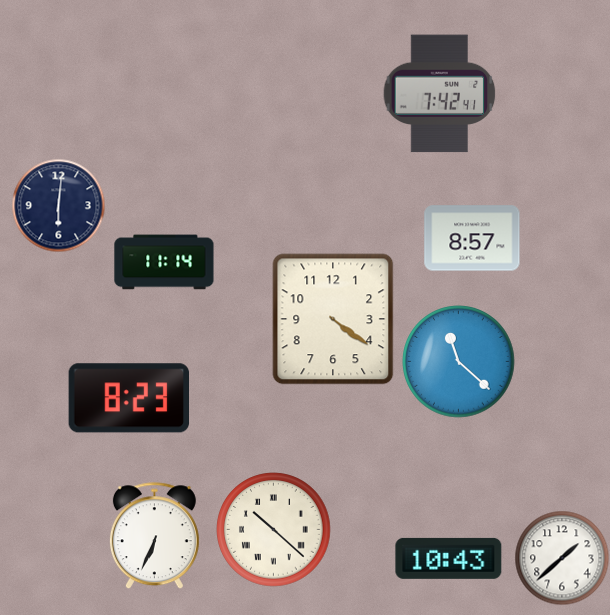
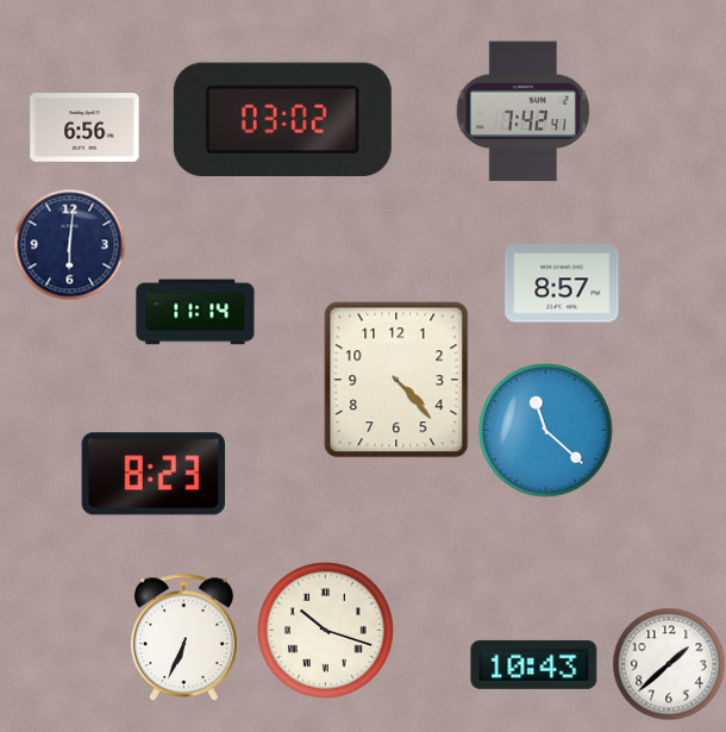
clock at (282, 120): none -> 03:02
clock at (85, 129): none -> 6:56
clock at (333, 319): 4:21 -> 4:23
clock at (274, 530): 10:22 -> 10:18
